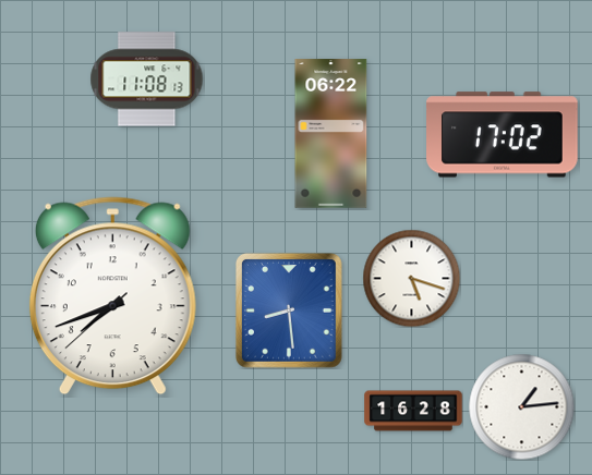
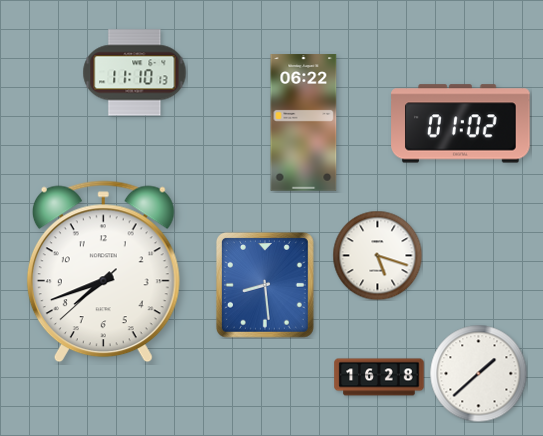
clock at (147, 80): 11:08 -> 11:10
clock at (503, 135): 17:02 -> 01:02
clock at (521, 406): 1:14 -> 1:38
